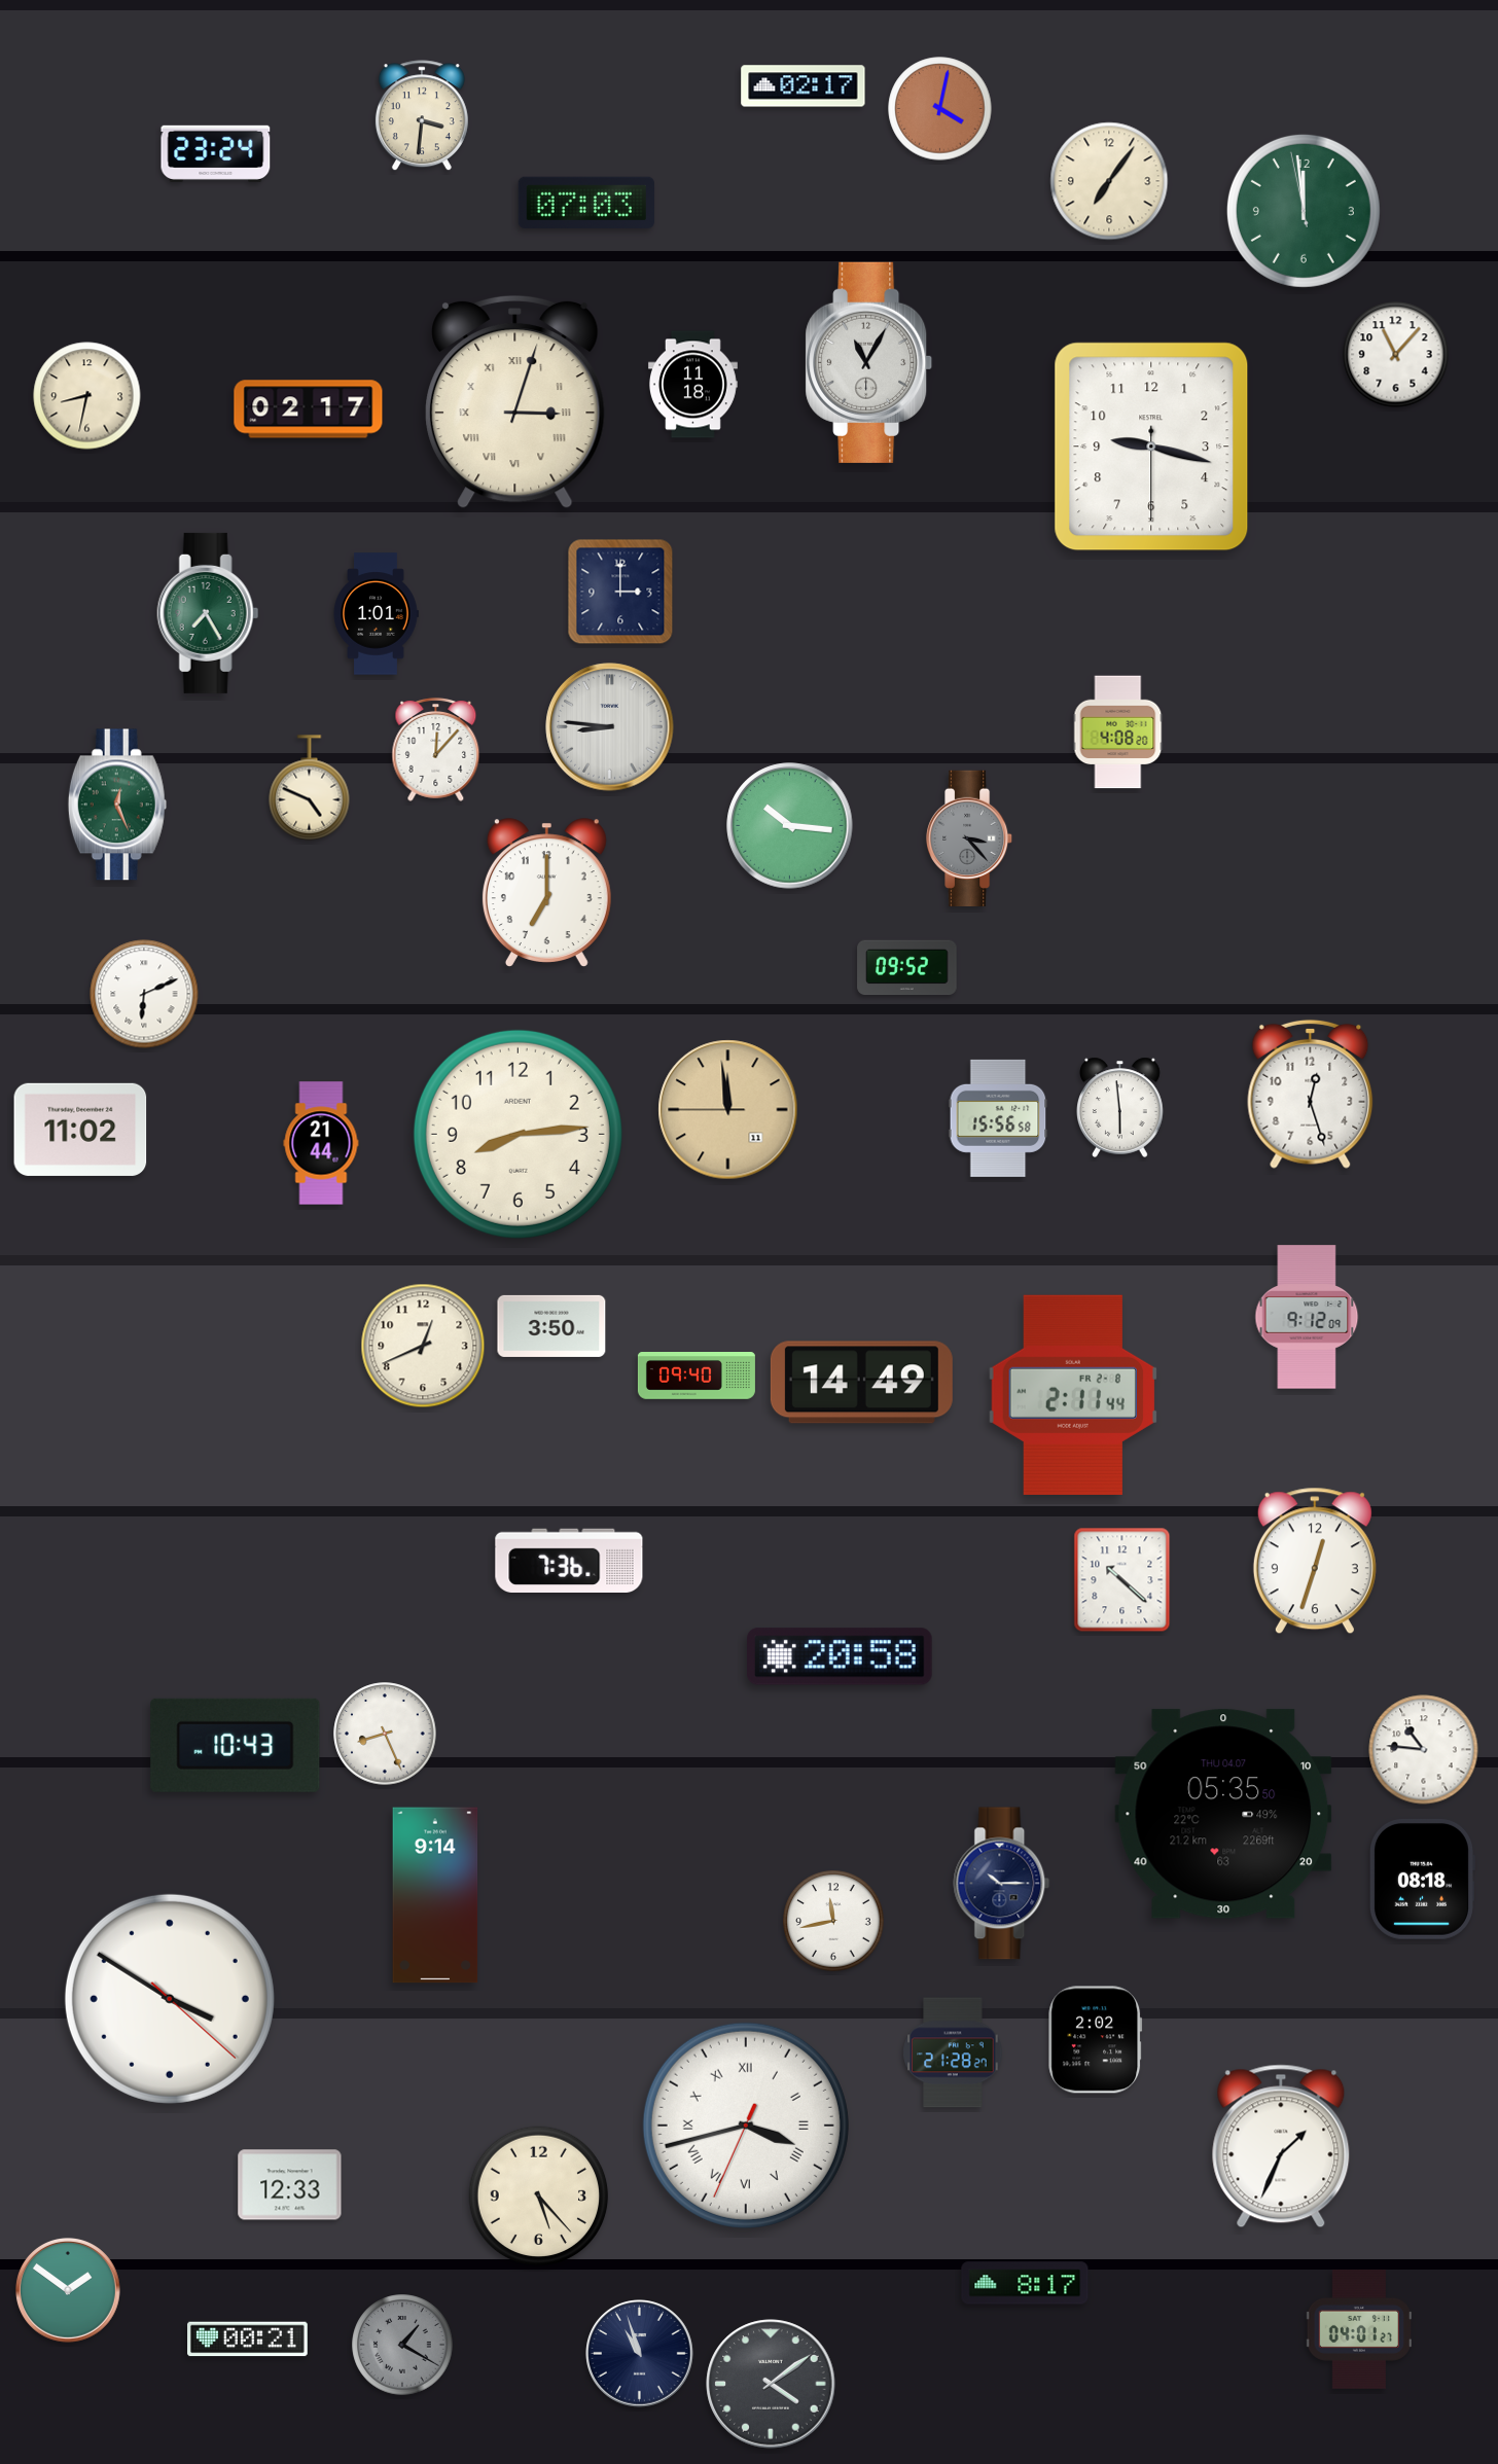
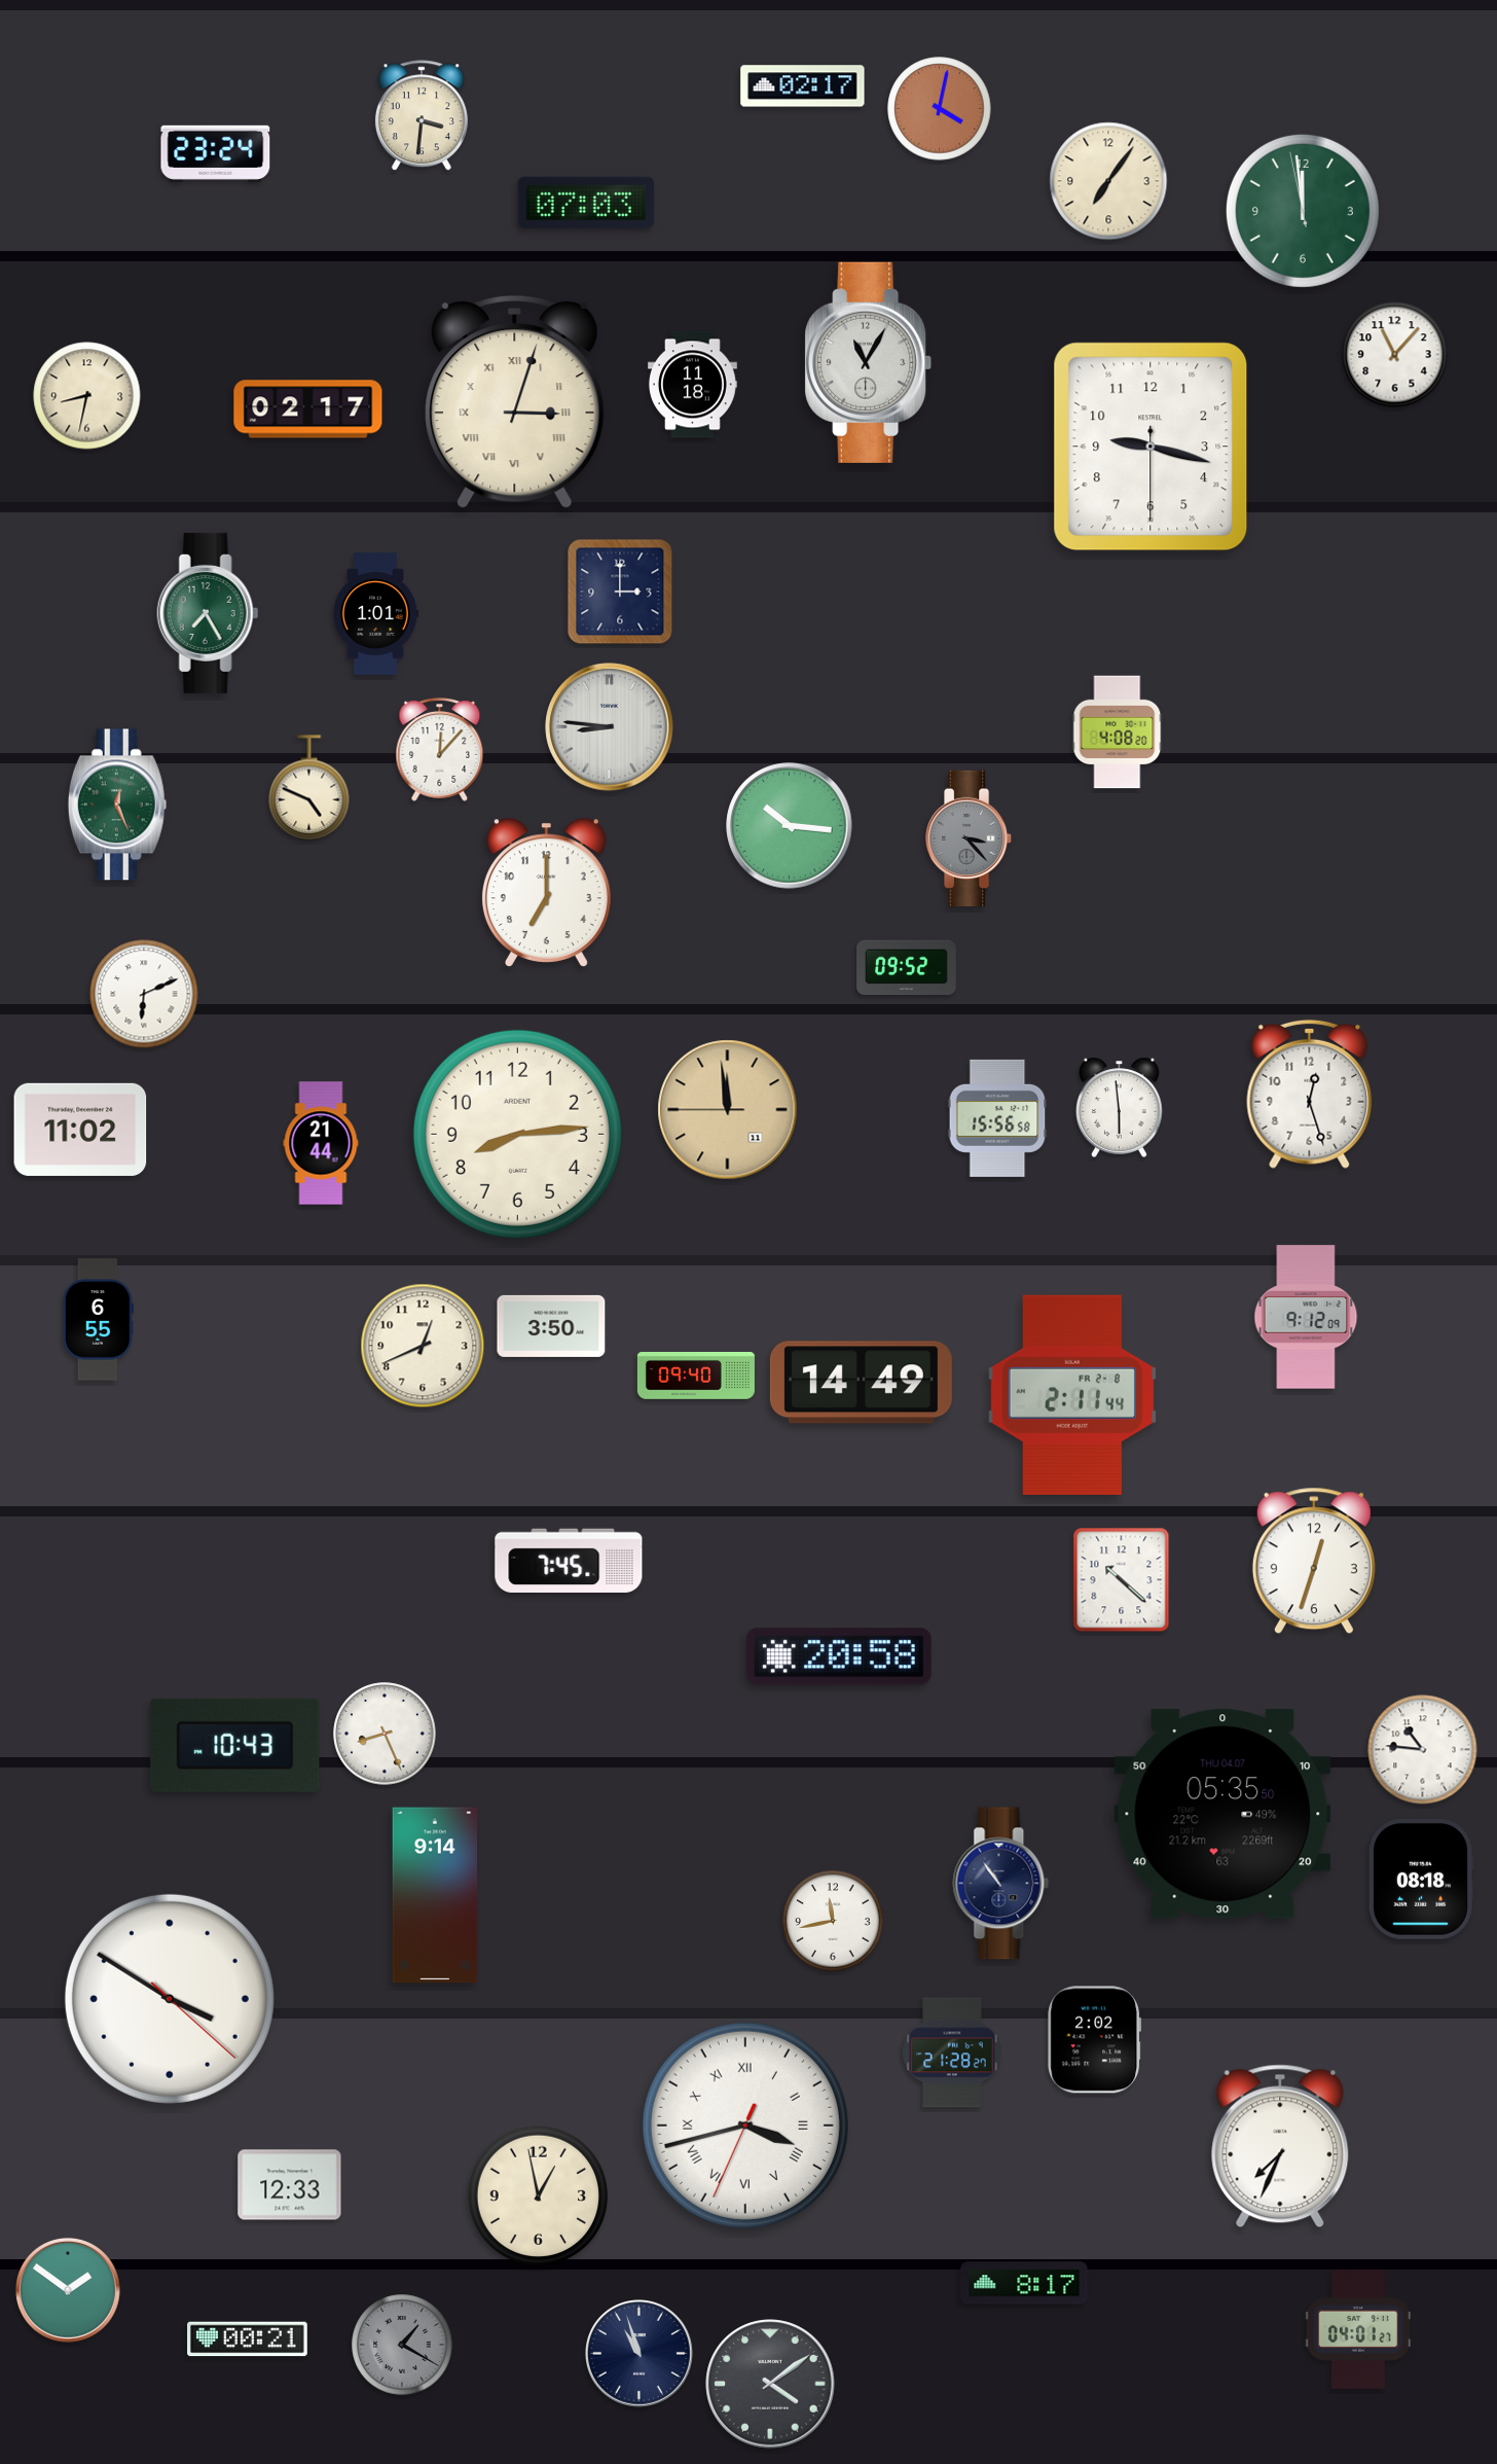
clock at (436, 749) position: (436, 749) -> (440, 749)
clock at (98, 1320): none -> 6:55
clock at (569, 1560): 7:36 -> 7:45
clock at (1002, 1884): 10:15 -> 10:54
clock at (1281, 2146): 1:34 -> 7:34
clock at (539, 2197): 5:23 -> 12:58
